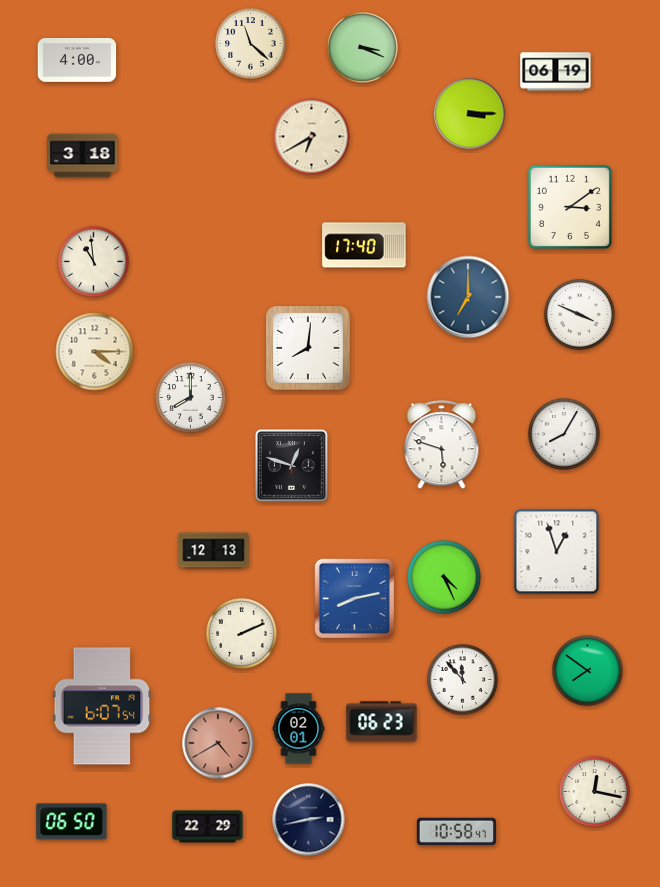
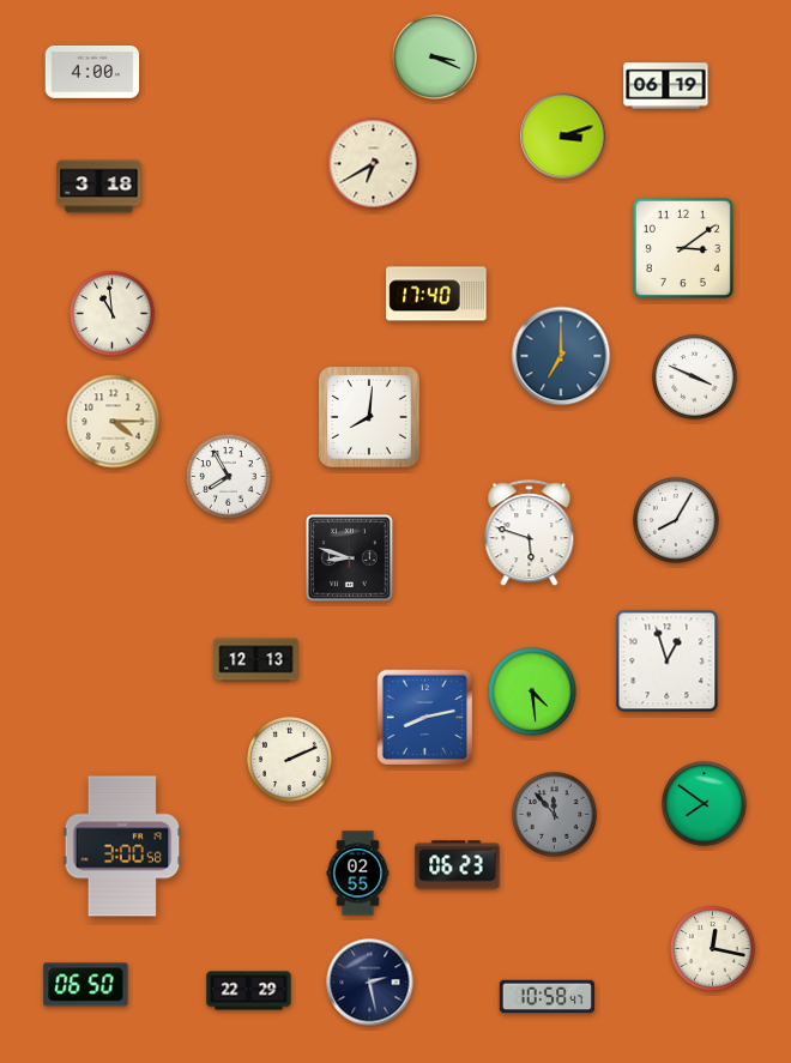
clock at (251, 44): 11:22 -> none
clock at (470, 114): 3:15 -> 3:12
clock at (191, 398): 8:00 -> 7:55
clock at (292, 466): 12:48 -> 8:48
clock at (444, 577): 4:26 -> 4:29
clock at (463, 680) dial: white -> grey
clock at (102, 706): 6:07 -> 3:00
clock at (299, 729): 02:01 -> 02:55
clock at (218, 743): 4:40 -> none
clock at (309, 820): 2:43 -> 2:28
